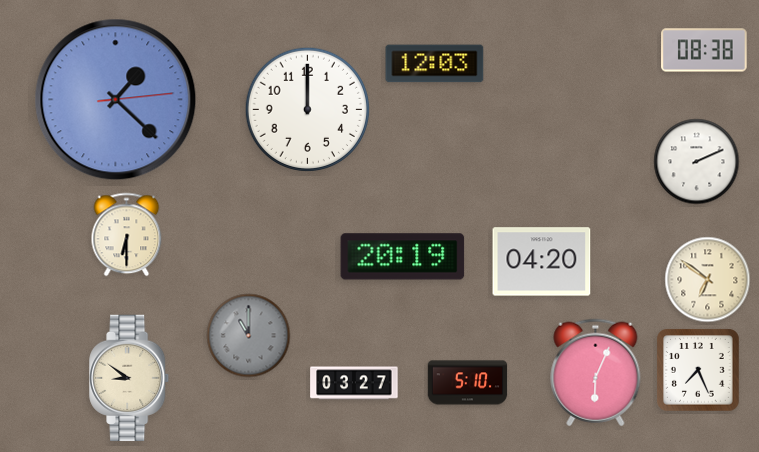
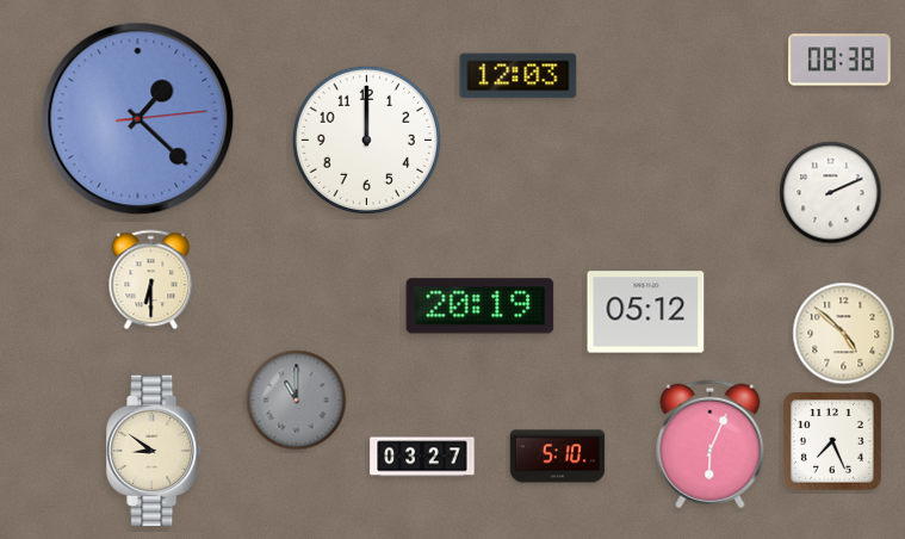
clock at (307, 109) position: (307, 109) -> (366, 140)
clock at (542, 262): 04:20 -> 05:12
clock at (708, 280): 6:51 -> 4:52
